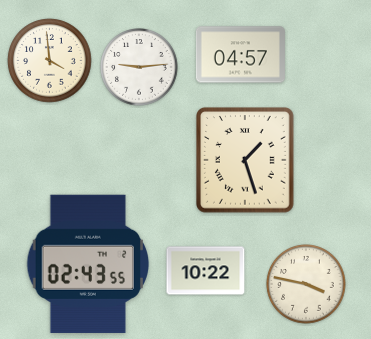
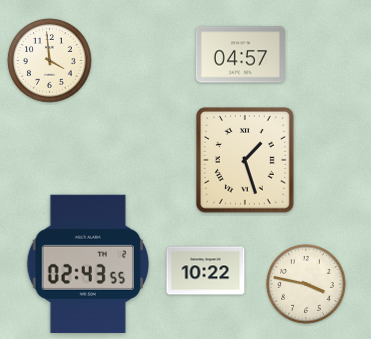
clock at (140, 68): 9:14 -> none
